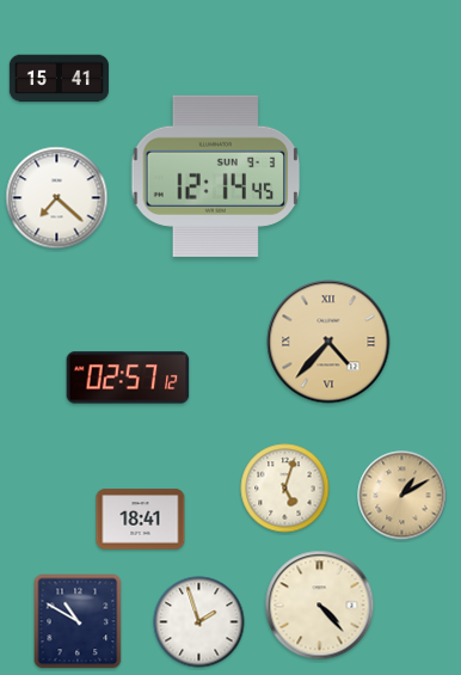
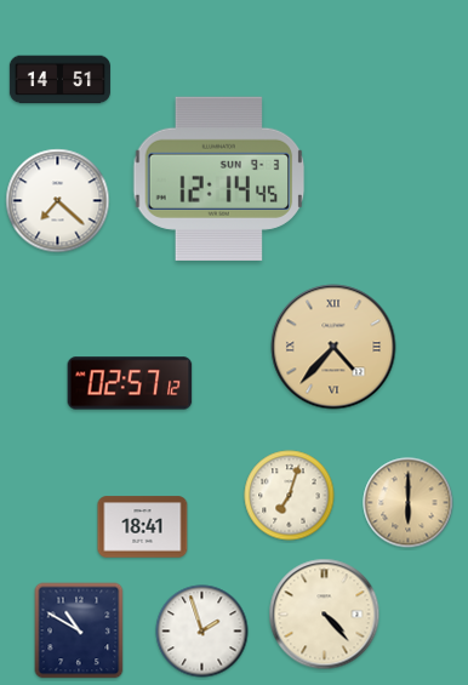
clock at (59, 79): 15:41 -> 14:51
clock at (285, 489): 5:03 -> 7:03
clock at (402, 496): 1:10 -> 6:00
